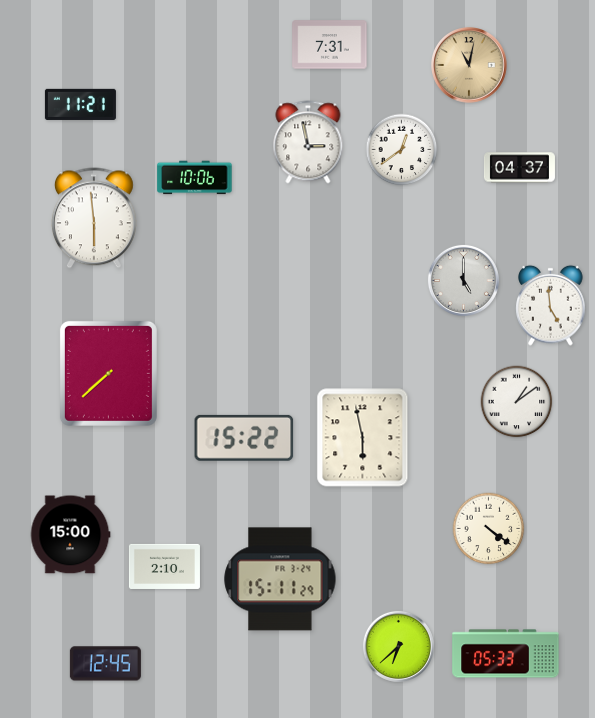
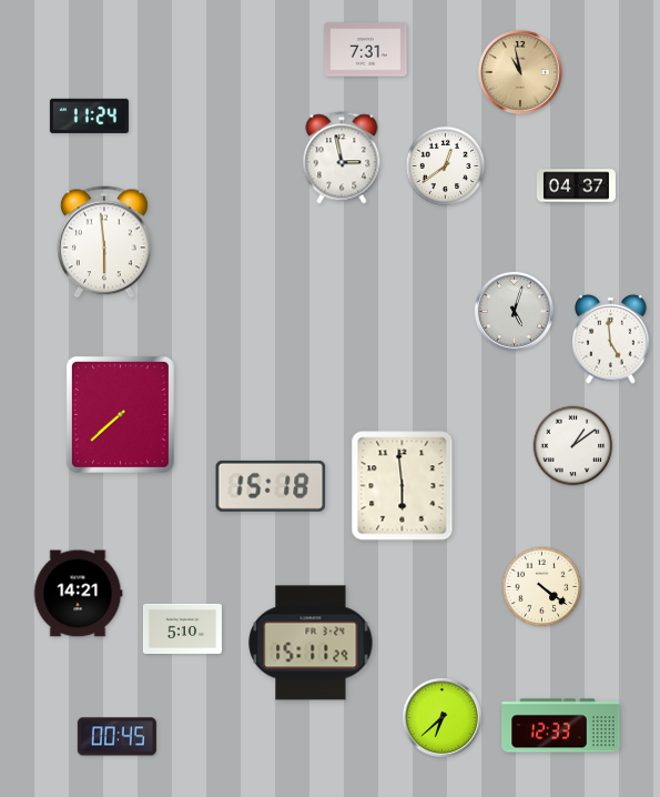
clock at (470, 66): 11:02 -> 10:58
clock at (80, 104): 11:21 -> 11:24
clock at (195, 178): 10:06 -> none
clock at (463, 280): 5:00 -> 5:03
clock at (244, 438): 15:22 -> 15:18
clock at (363, 438): 5:58 -> 5:59
clock at (70, 535): 15:00 -> 14:21
clock at (164, 566): 2:10 -> 5:10
clock at (506, 654): 05:33 -> 12:33
clock at (105, 664): 12:45 -> 00:45
